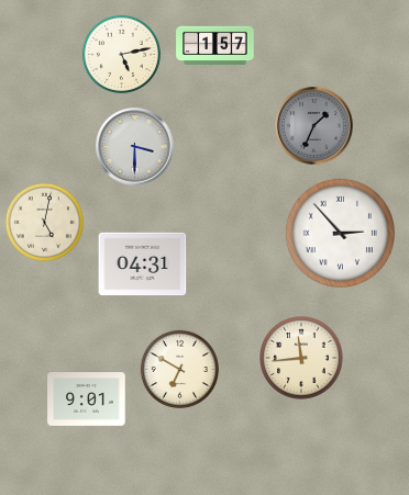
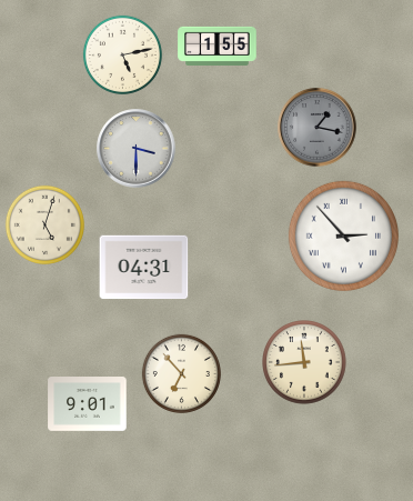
clock at (215, 45): 1:57 -> 1:55
clock at (314, 126): 1:34 -> 1:17
clock at (44, 222): 5:02 -> 5:03
clock at (179, 369): 6:50 -> 6:53
